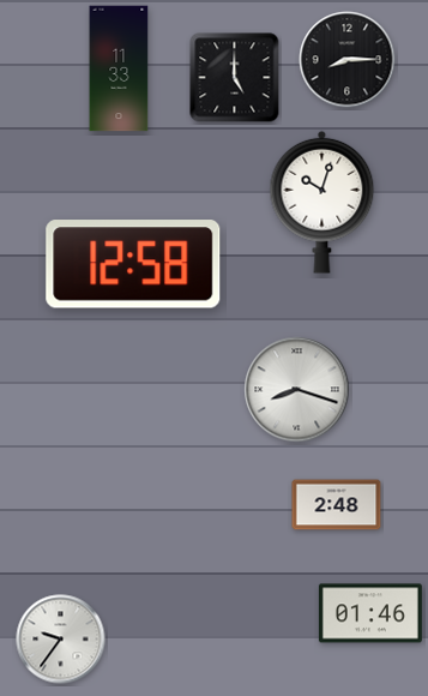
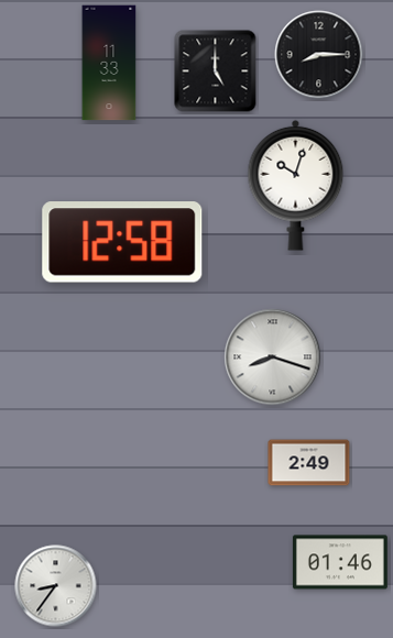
clock at (337, 505): 2:48 -> 2:49
clock at (61, 640): 9:36 -> 8:36
